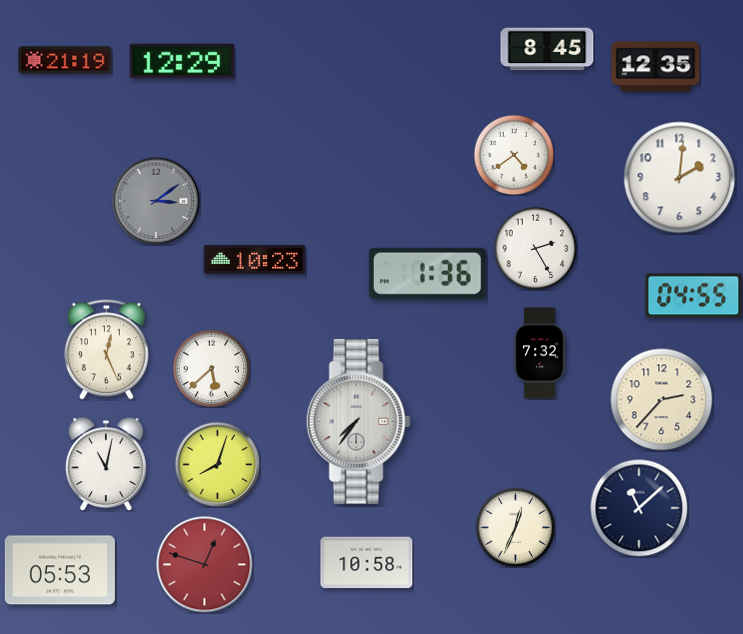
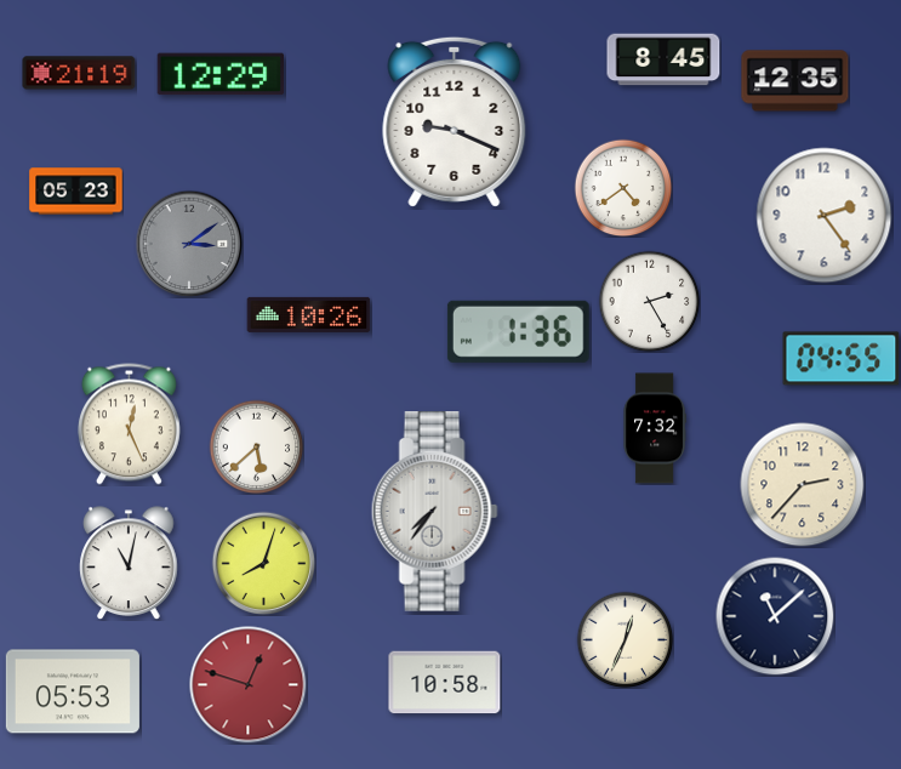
clock at (455, 121): none -> 9:19
clock at (76, 192): none -> 05:23
clock at (680, 178): 2:01 -> 2:24
clock at (255, 259): 10:23 -> 10:26
